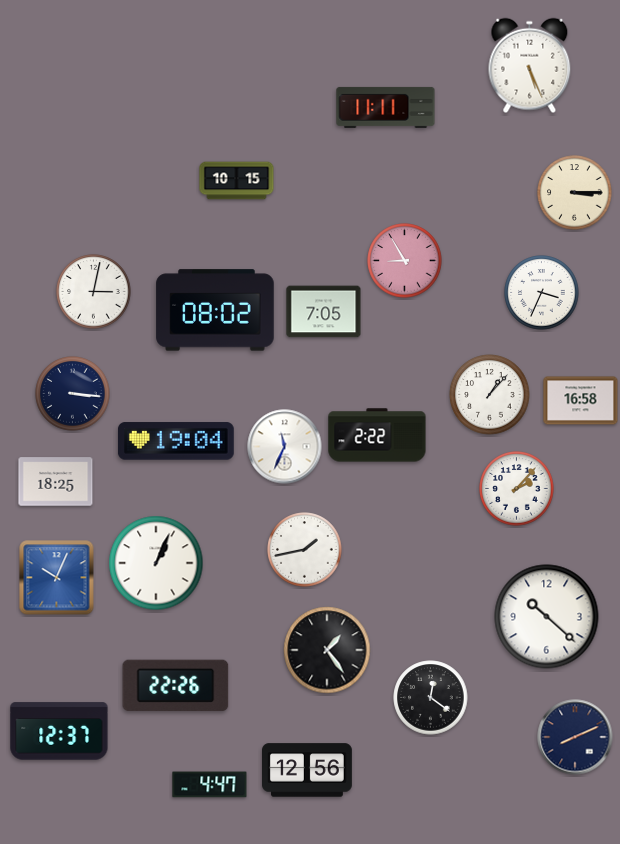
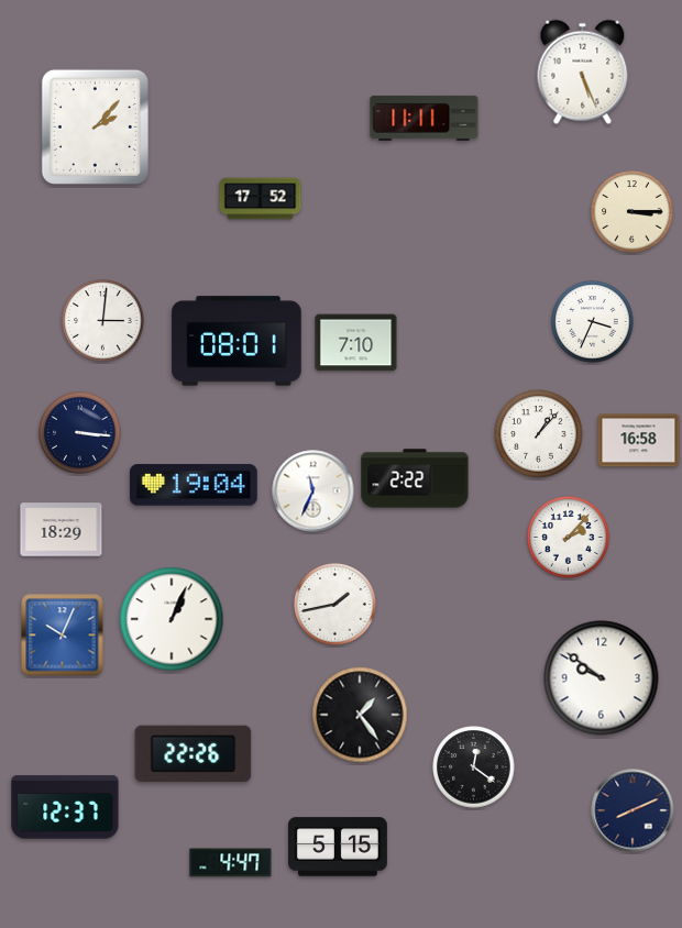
clock at (95, 126): none -> 2:07
clock at (237, 181): 10:15 -> 17:52
clock at (405, 261): 8:55 -> none
clock at (94, 292): 3:02 -> 3:01
clock at (542, 293) position: (542, 293) -> (593, 322)
clock at (215, 310): 08:02 -> 08:01
clock at (324, 312): 7:05 -> 7:10
clock at (56, 482): 18:25 -> 18:29
clock at (547, 617): 10:22 -> 9:51
clock at (59, 731) position: (59, 731) -> (65, 807)
clock at (308, 770): 12:56 -> 5:15
